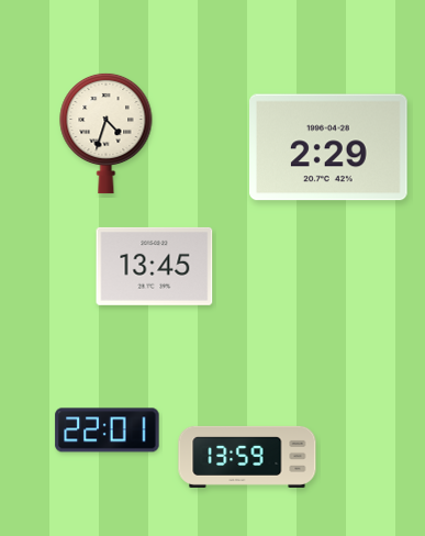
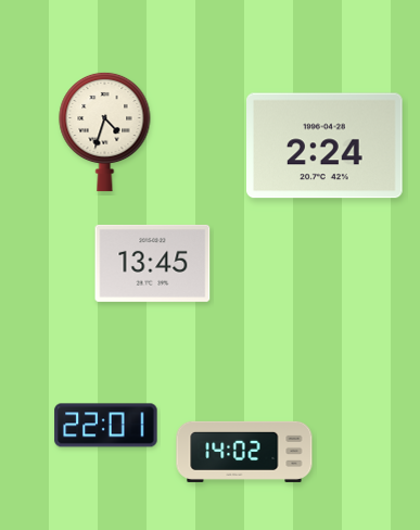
clock at (329, 147): 2:29 -> 2:24
clock at (247, 457): 13:59 -> 14:02
